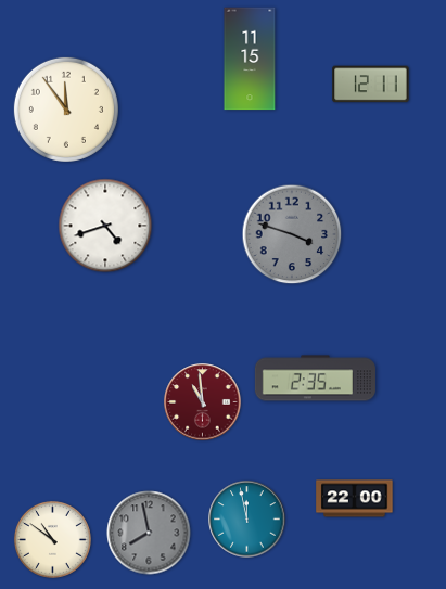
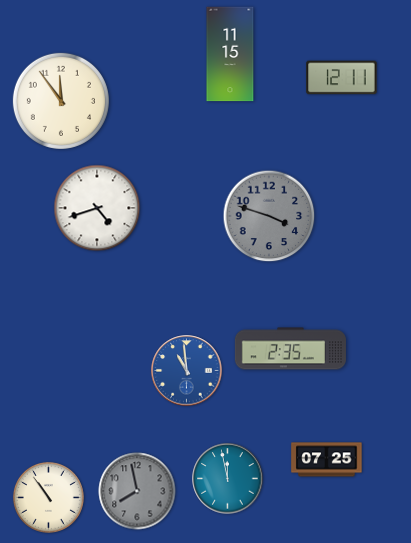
clock at (203, 402) dial: burgundy -> blue
clock at (355, 499): 22:00 -> 07:25
clock at (52, 539): 10:51 -> 10:54
